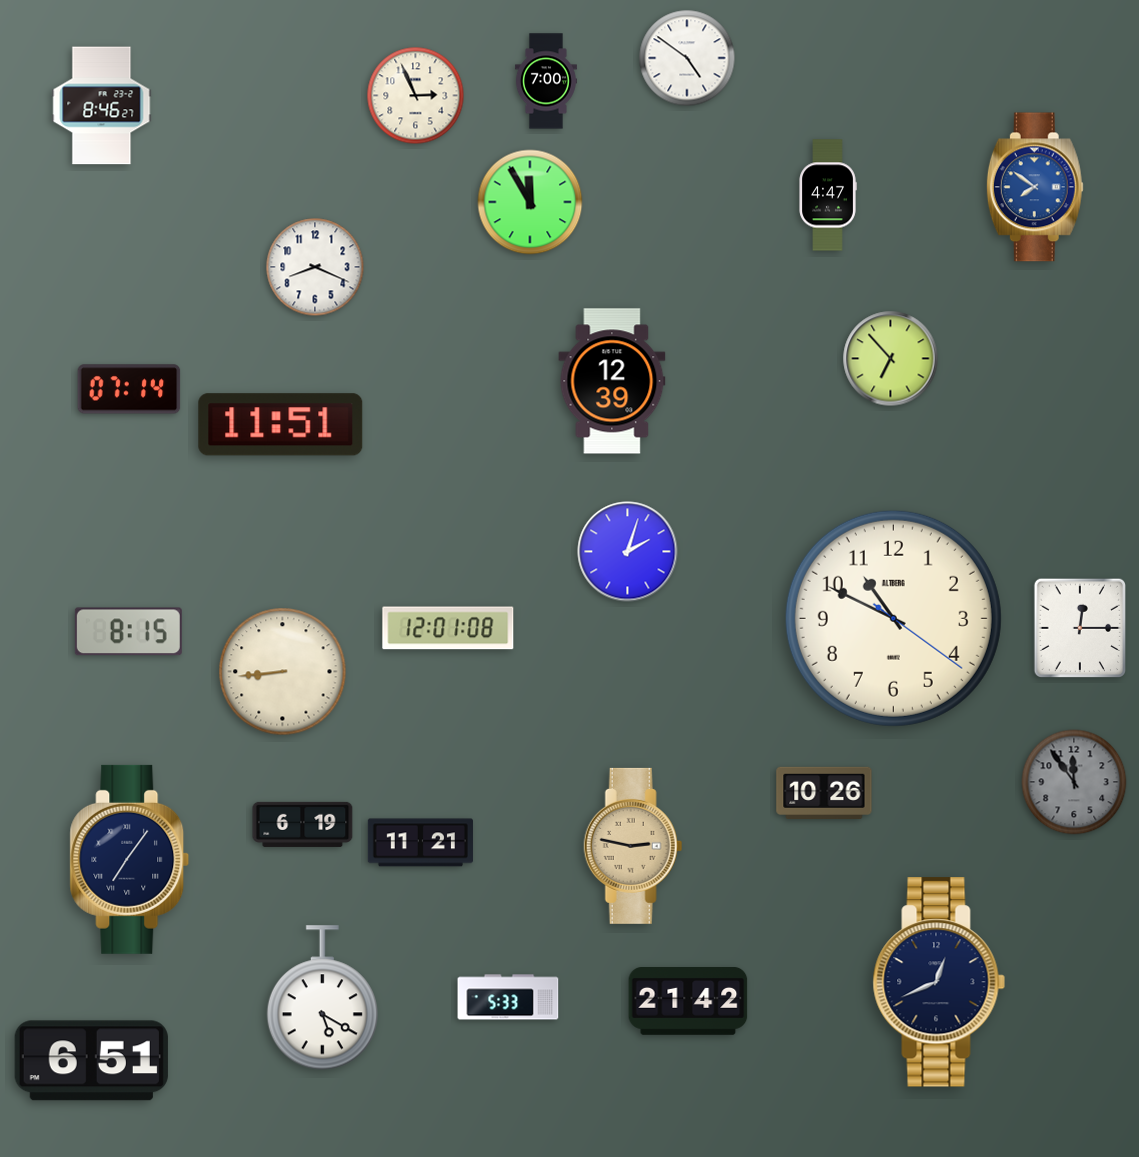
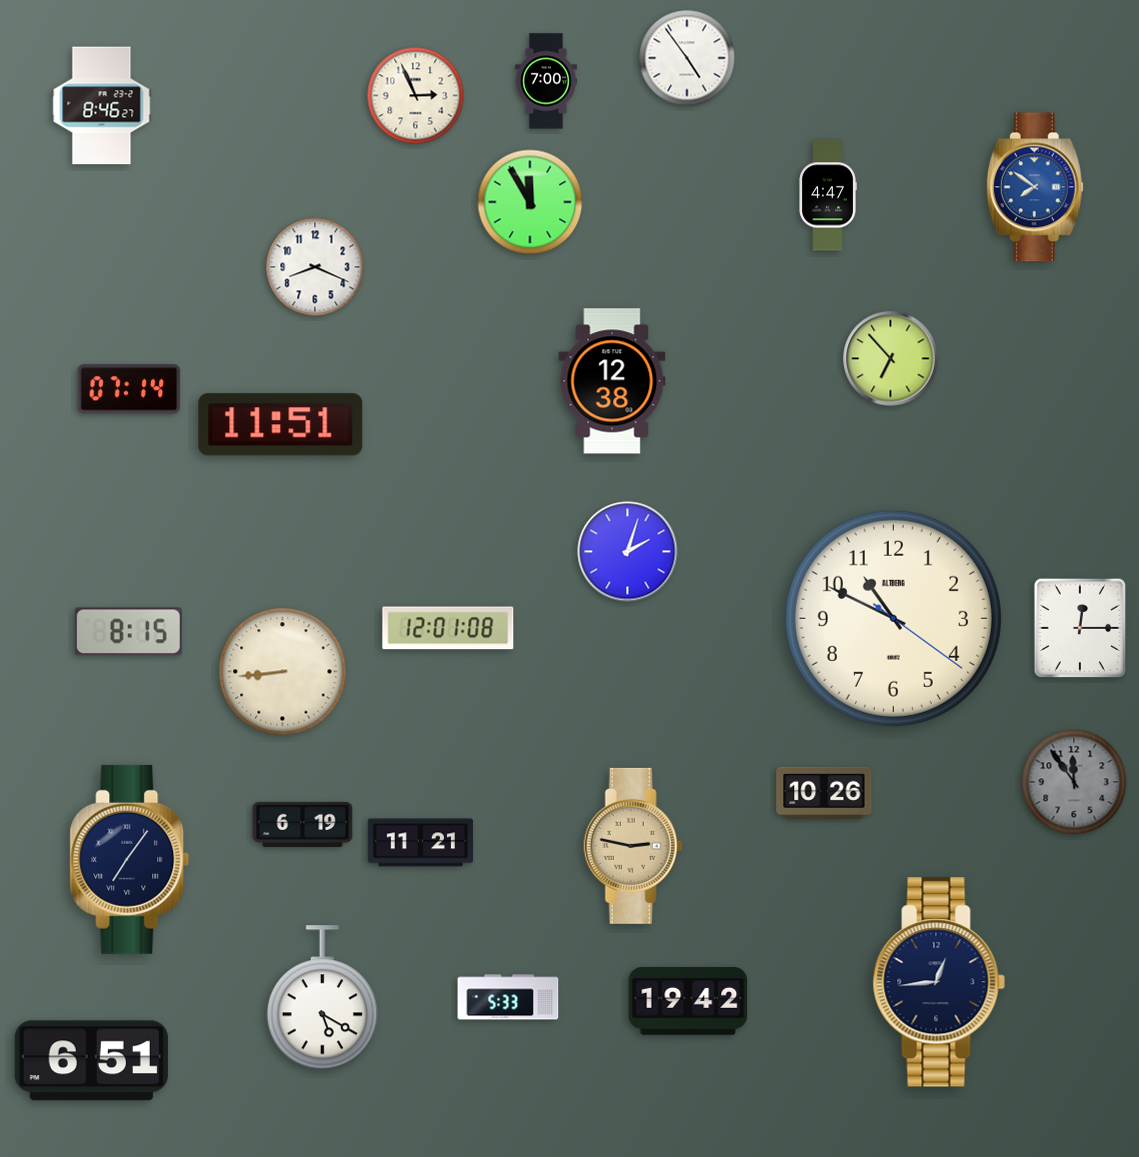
clock at (687, 58): 4:51 -> 4:54
clock at (612, 381): 12:39 -> 12:38
clock at (939, 982): 12:41 -> 12:44
clock at (688, 1002): 21:42 -> 19:42
